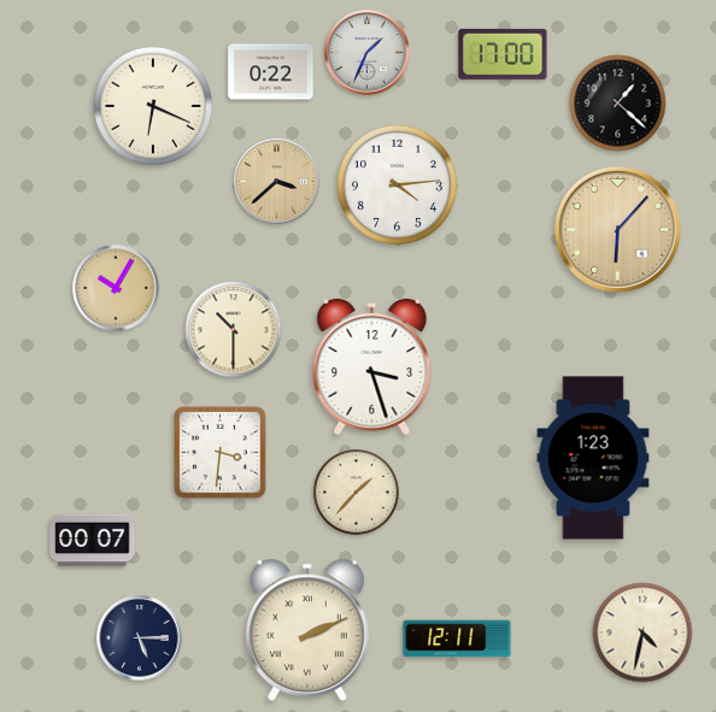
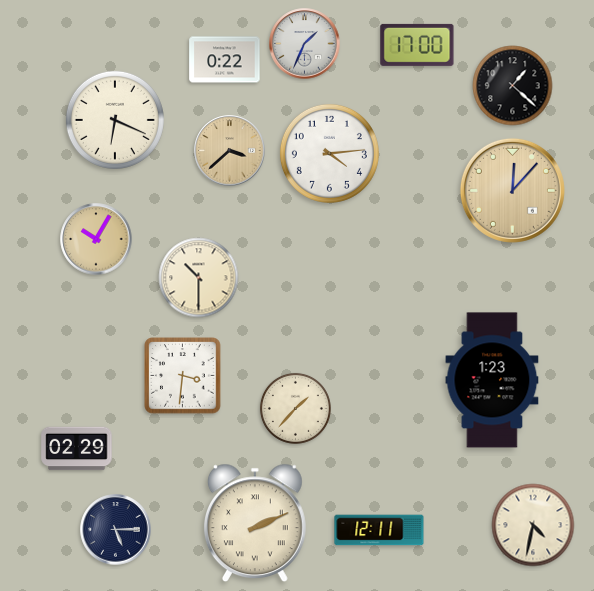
clock at (153, 106) position: (153, 106) -> (115, 120)
clock at (617, 229): 6:07 -> 12:07
clock at (234, 330) position: (234, 330) -> (199, 278)
clock at (372, 366): 3:27 -> none
clock at (93, 541): 00:07 -> 02:29
